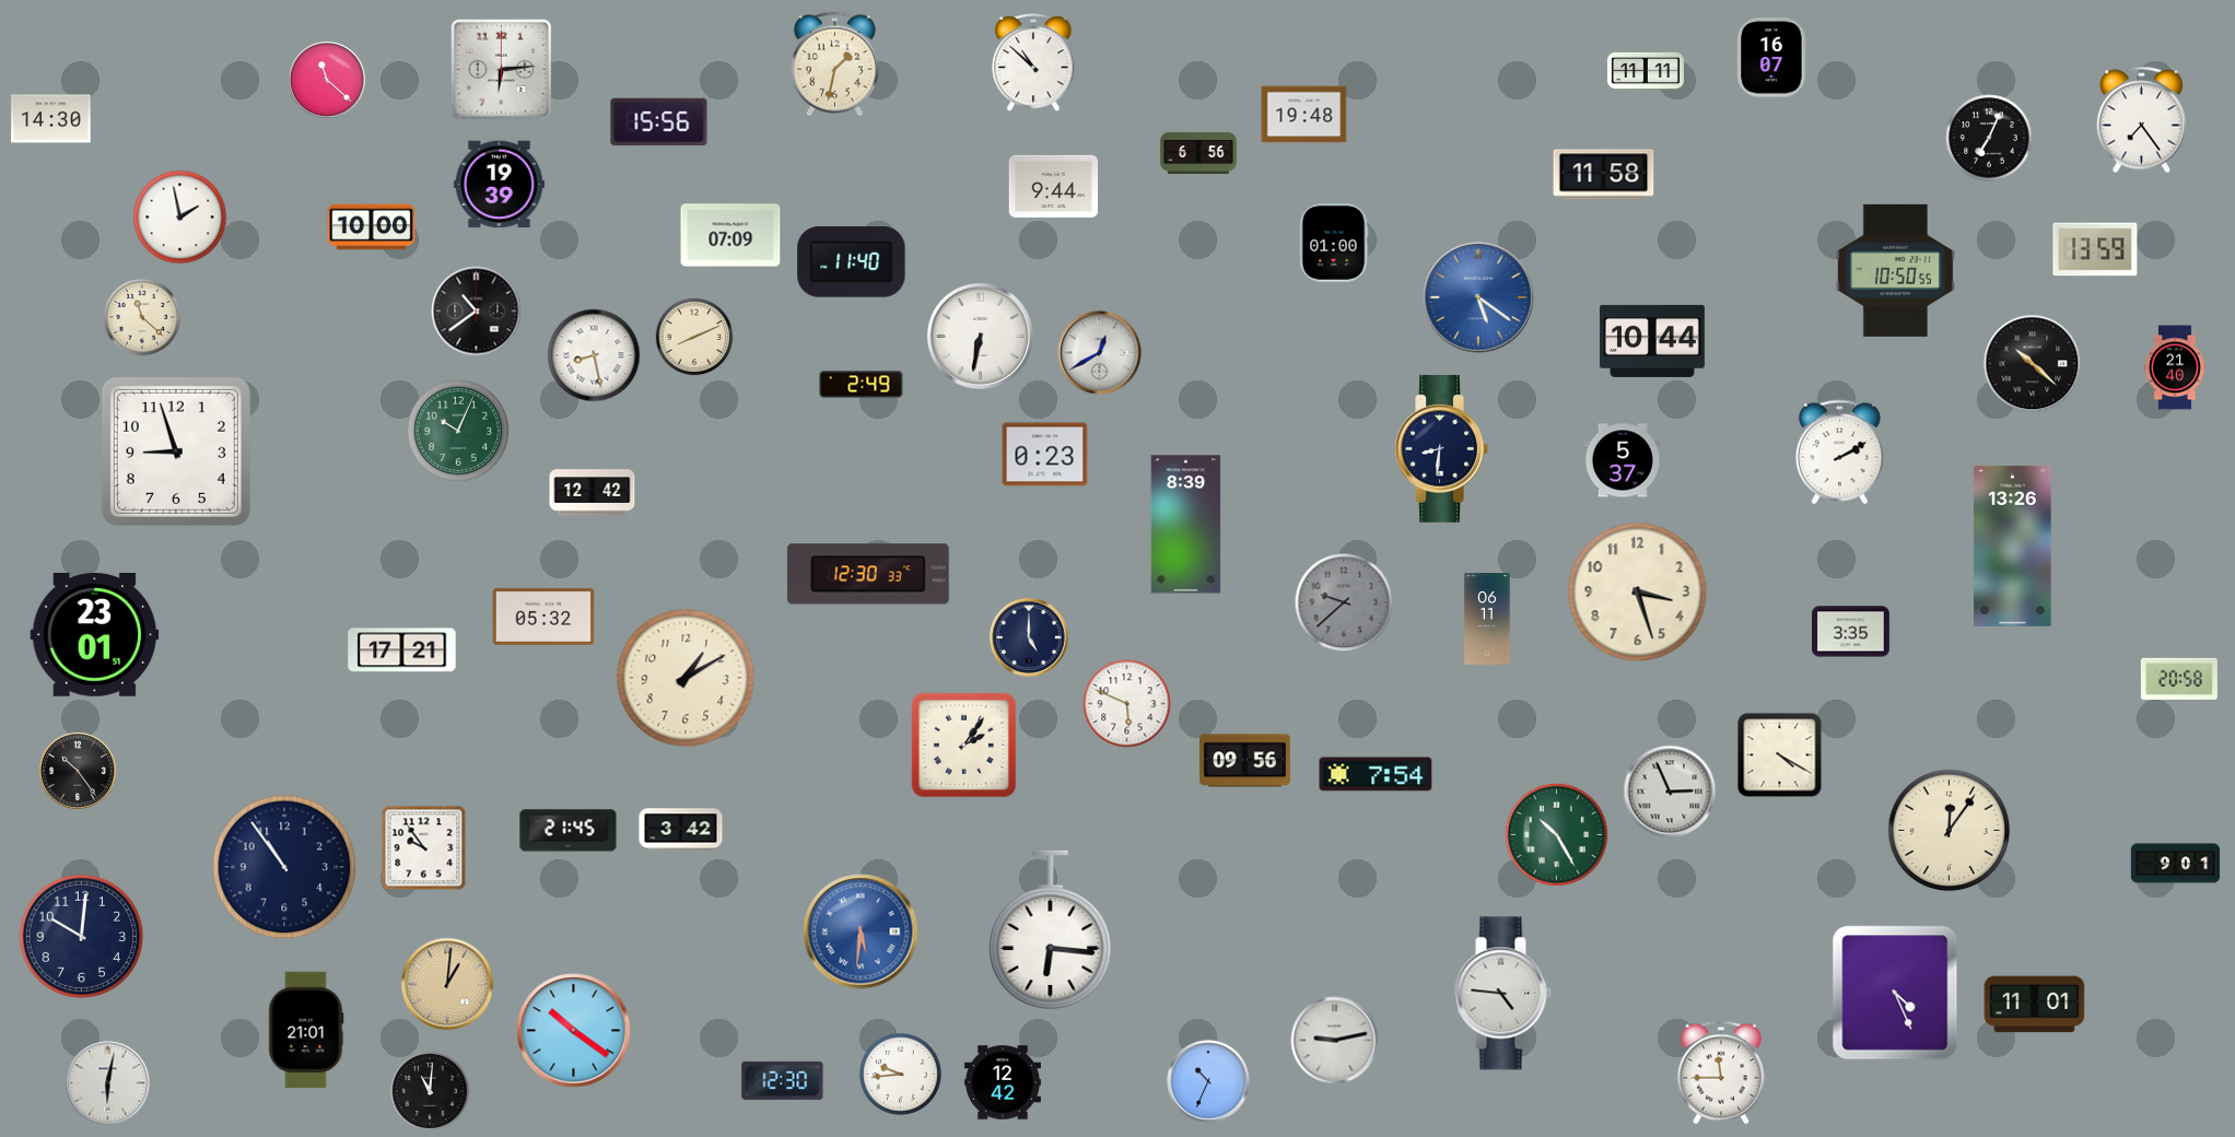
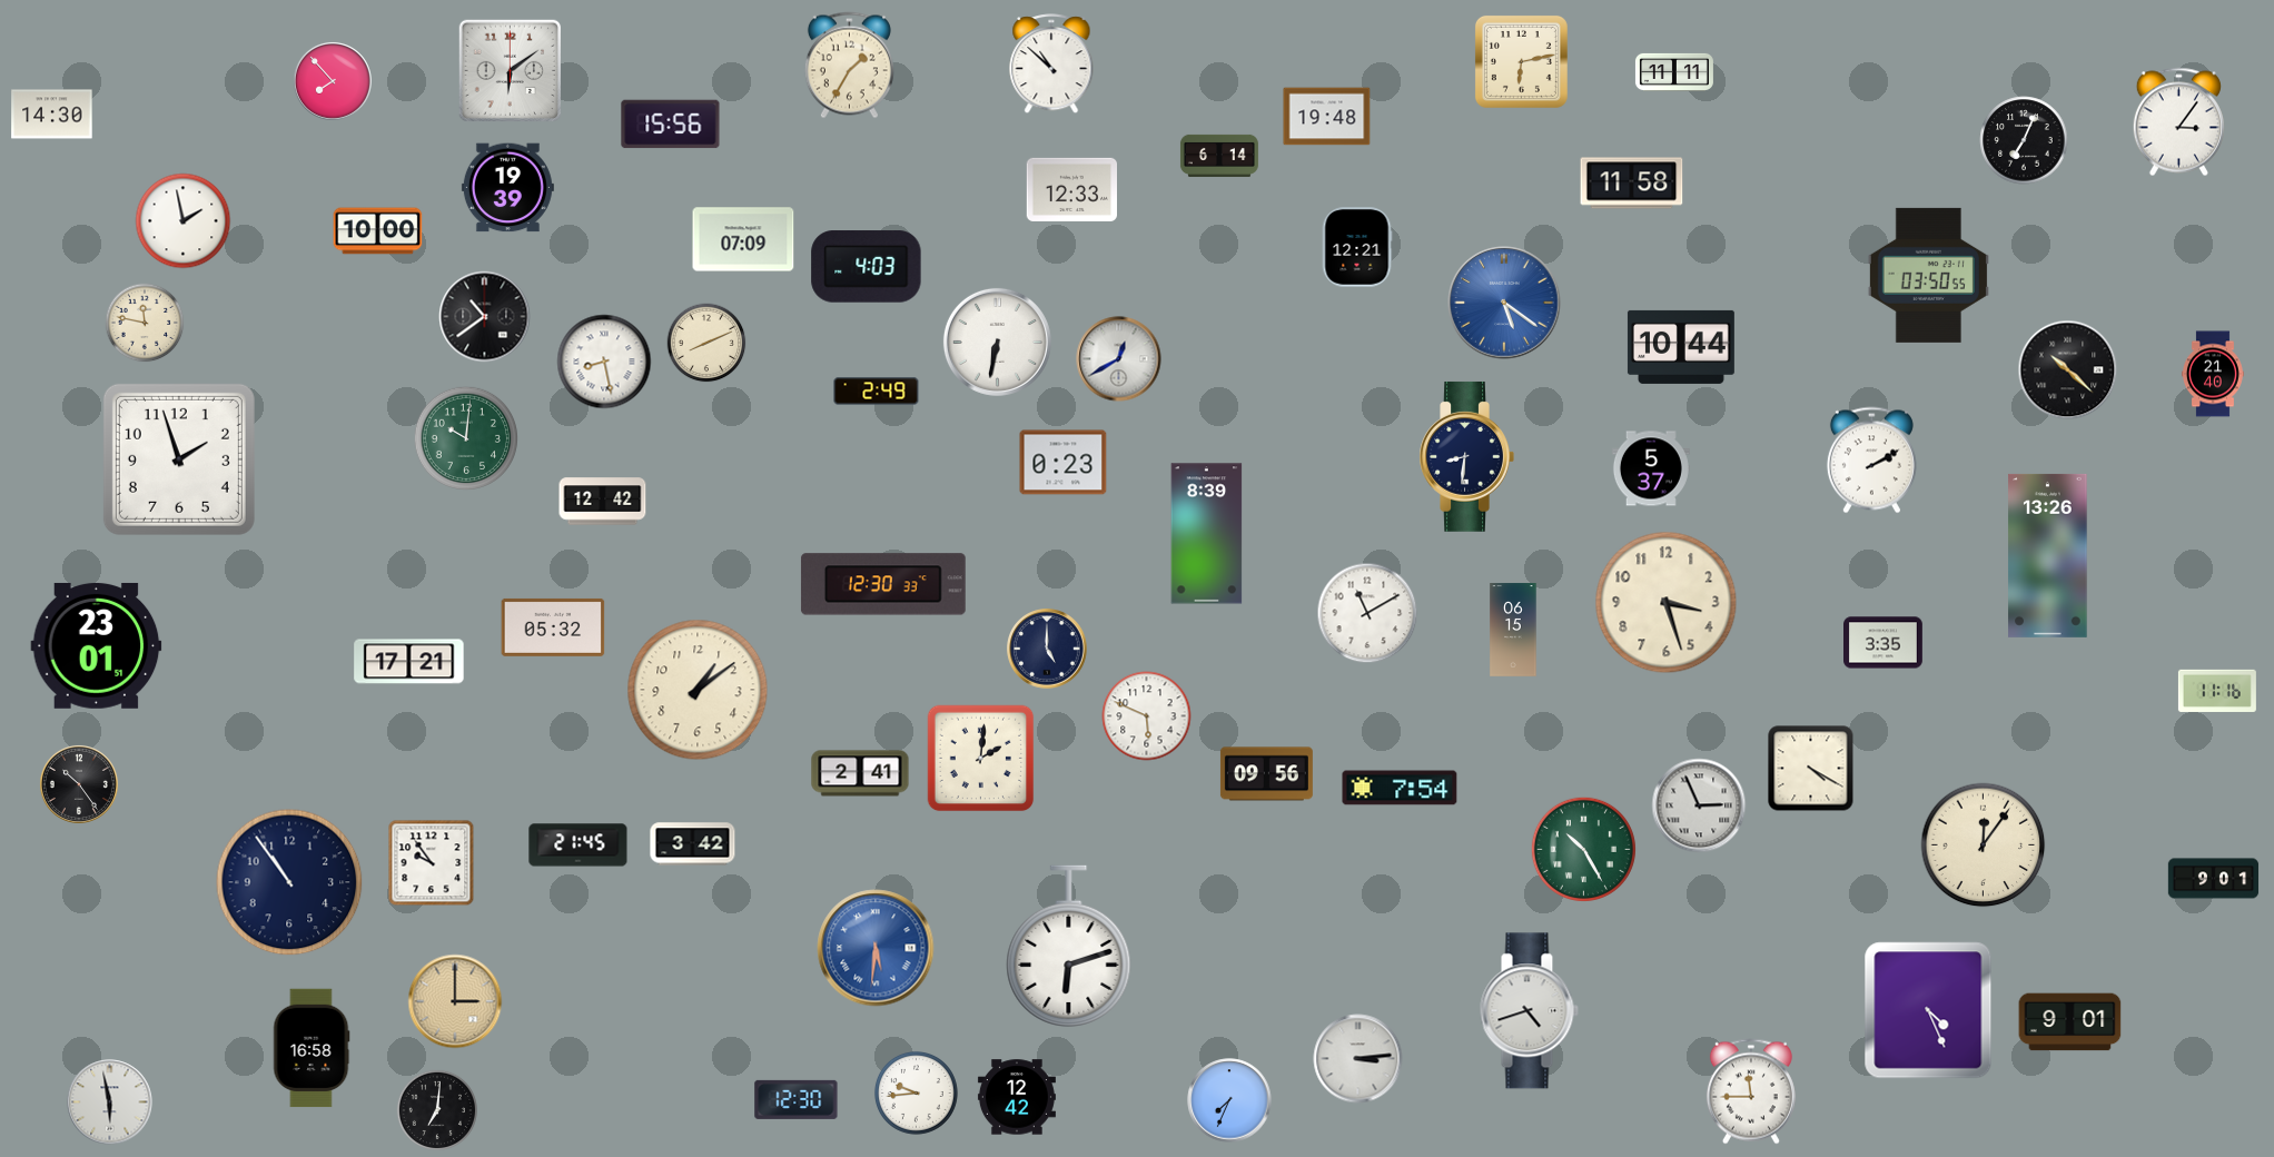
clock at (1772, 58): 16:07 -> none
clock at (1521, 61): none -> 6:13
clock at (834, 65): 1:32 -> 1:35
clock at (502, 70): 6:14 -> 6:09
clock at (327, 80): 11:22 -> 7:53
clock at (51, 119) position: (51, 119) -> (52, 115)
clock at (2141, 120): 7:24 -> 3:06
clock at (1198, 153): 6:56 -> 6:14
clock at (1604, 175) position: (1604, 175) -> (1632, 184)
clock at (1053, 186): 9:44 -> 12:33
clock at (1334, 243): 01:00 -> 12:21
clock at (2095, 249): 13:59 -> none
clock at (852, 262): 11:40 -> 4:03
clock at (1895, 270): 10:50 -> 03:50
clock at (142, 317): 11:22 -> 11:47
clock at (457, 430): 10:04 -> 10:01
clock at (176, 452): 8:57 -> 1:57
clock at (1344, 602): 9:38 -> 11:10
clock at (1344, 602) dial: grey -> white
clock at (1487, 619): 06:11 -> 06:15
clock at (686, 678): 1:10 -> 1:09
clock at (2179, 679): 20:58 -> 11:16
clock at (964, 746): 2:06 -> 2:01
clock at (860, 773): none -> 2:41
clock at (1051, 929): 6:16 -> 6:12
clock at (82, 937): 10:01 -> none
clock at (447, 984): 1:01 -> 3:00
clock at (1502, 994): 4:46 -> 4:42
clock at (2035, 1005): 11:01 -> 9:01
clock at (306, 1030): 21:01 -> 16:58
clock at (574, 1031): 10:21 -> none
clock at (1335, 1041): 9:13 -> 3:14
clock at (1208, 1081): 10:34 -> 7:34
clock at (1003, 1082) position: (1003, 1082) -> (1017, 1097)
clock at (108, 1083): 6:02 -> 5:58
clock at (429, 1090): 11:01 -> 7:01
